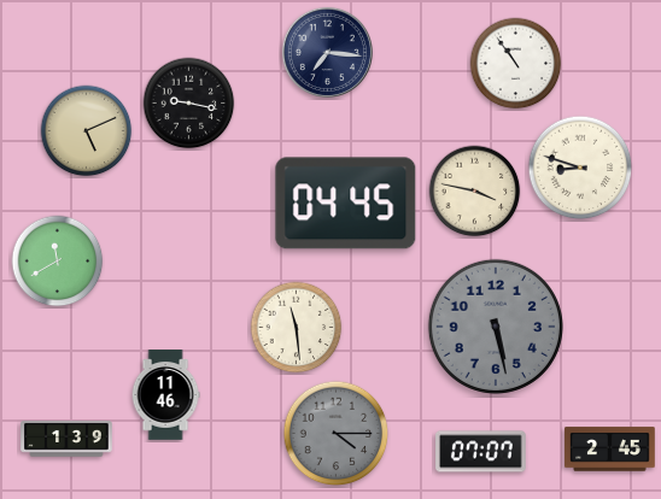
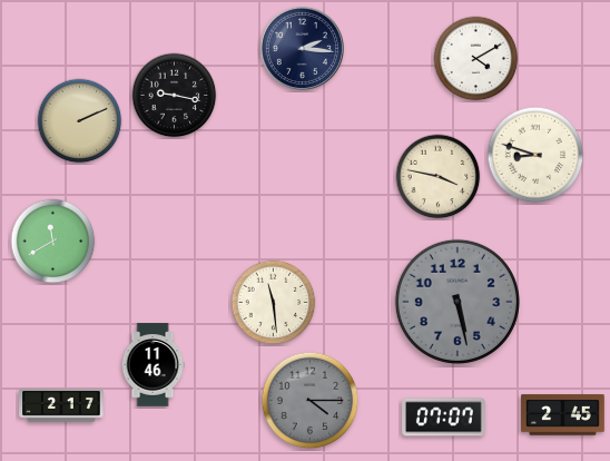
clock at (327, 52): 7:16 -> 2:16
clock at (516, 64): 10:54 -> 4:10
clock at (87, 131): 5:11 -> 2:11
clock at (346, 204): 04:45 -> none
clock at (66, 439): 1:39 -> 2:17
